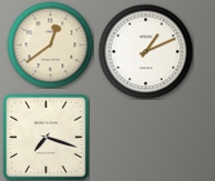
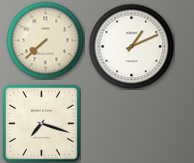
clock at (50, 44): 12:39 -> 7:38
